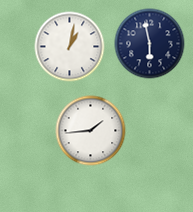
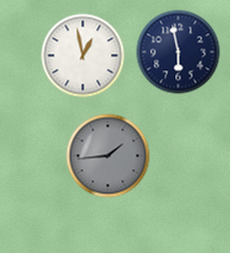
clock at (70, 47): 1:02 -> 12:58
clock at (91, 131) dial: white -> grey
